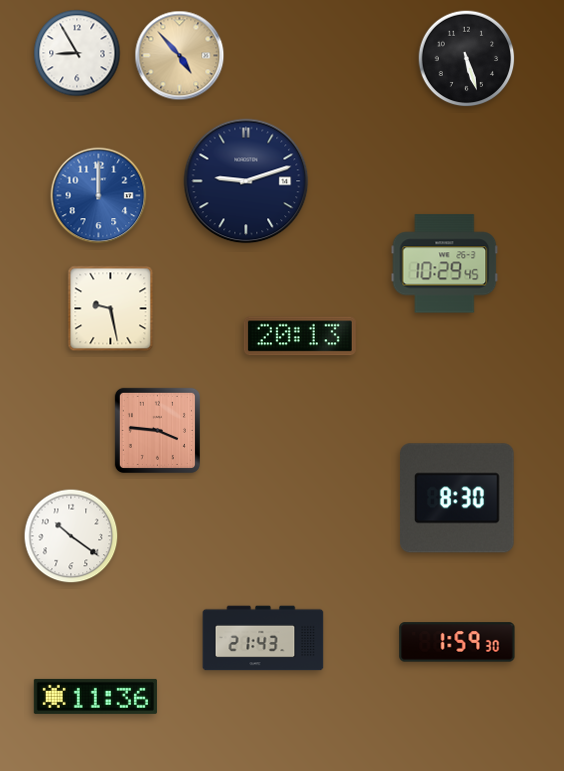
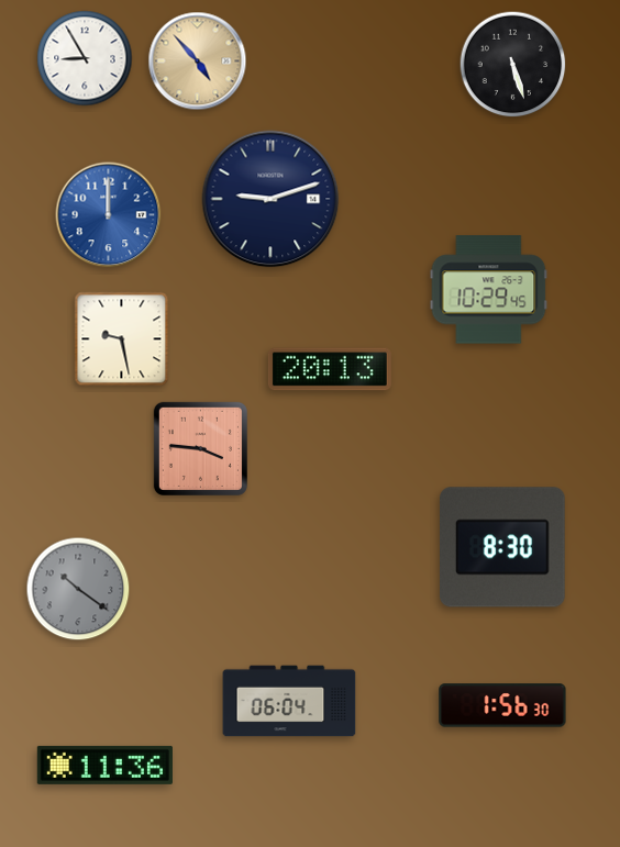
clock at (157, 430) position: (157, 430) -> (200, 448)
clock at (71, 536) dial: white -> grey
clock at (263, 638): 21:43 -> 06:04
clock at (457, 642): 1:59 -> 1:56
